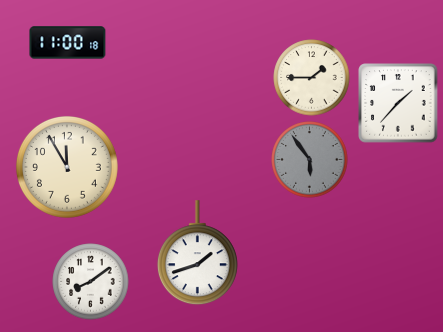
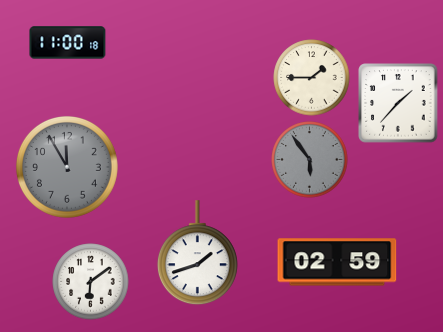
clock at (67, 167) dial: cream -> grey
clock at (337, 262): none -> 02:59
clock at (91, 282): 8:09 -> 6:09
